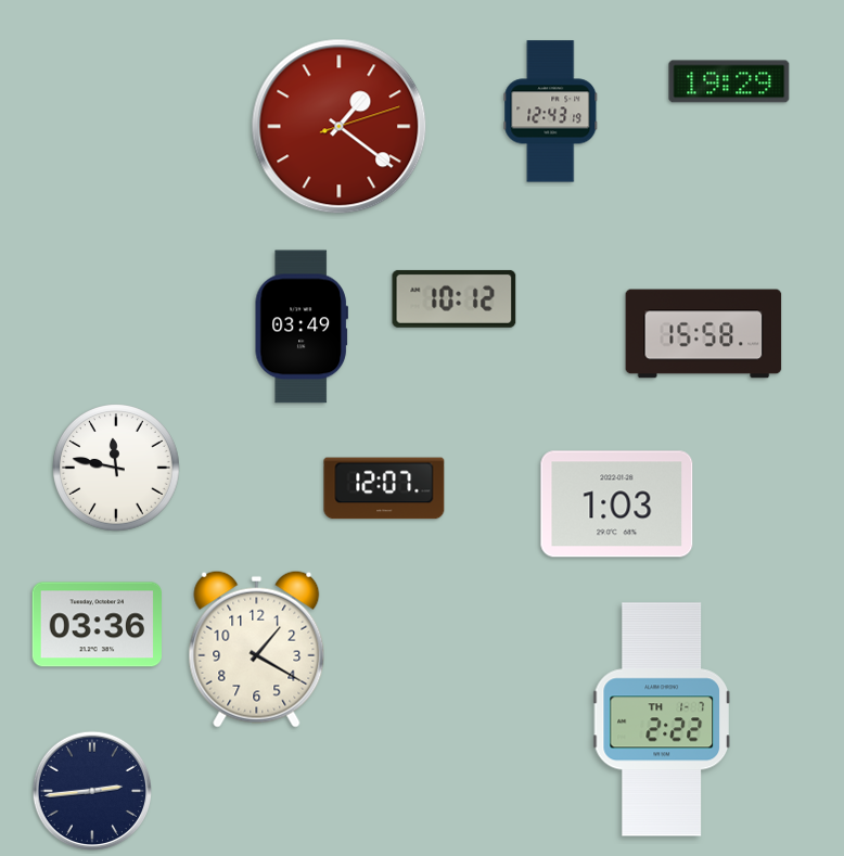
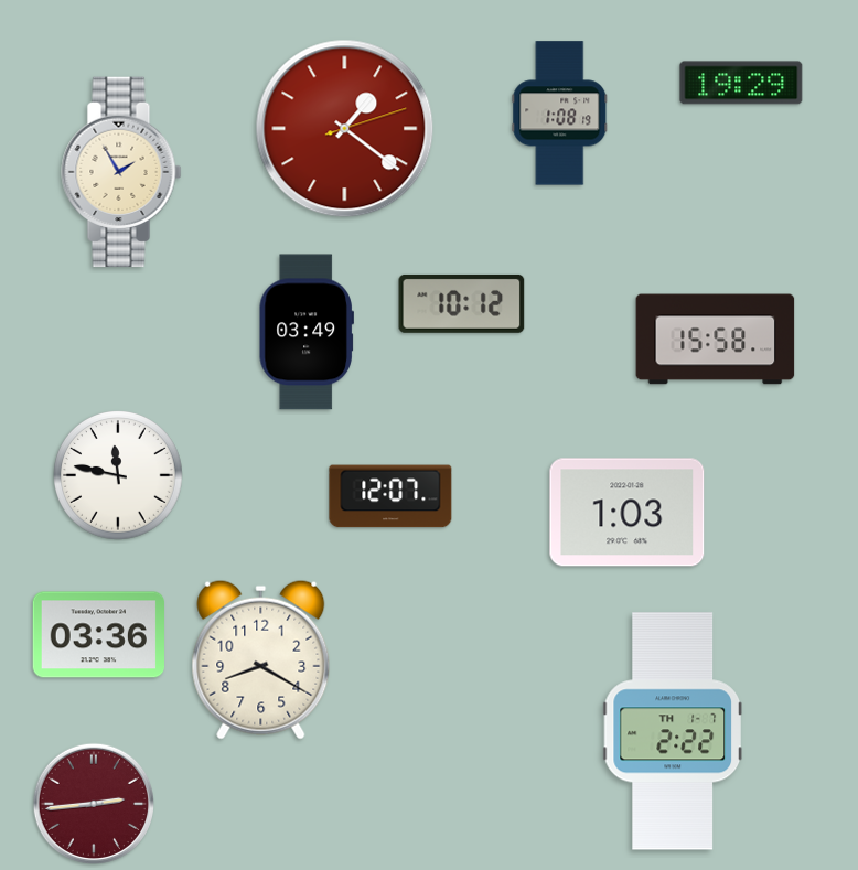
clock at (551, 112): 12:43 -> 1:08
clock at (121, 172): none -> 1:55
clock at (257, 649): 1:20 -> 8:20
clock at (91, 790) dial: navy -> burgundy
